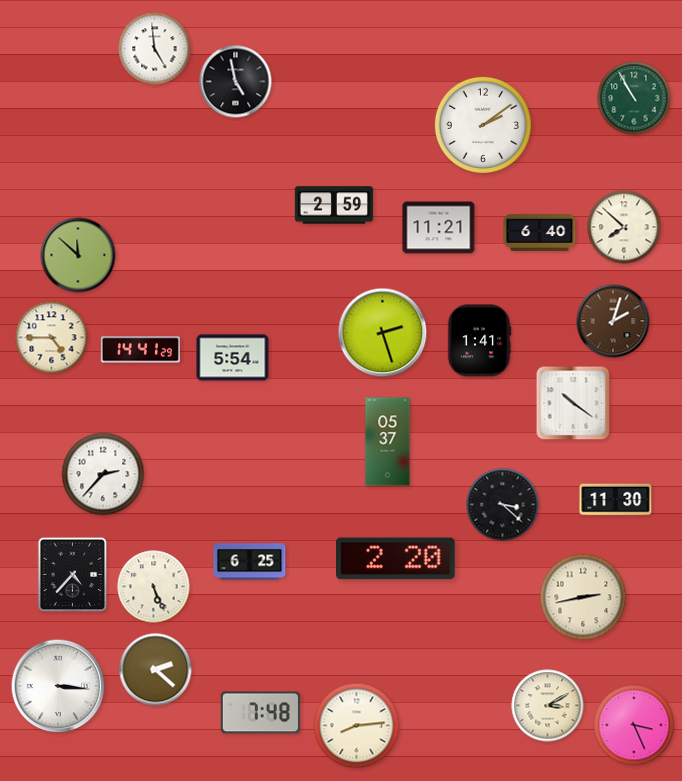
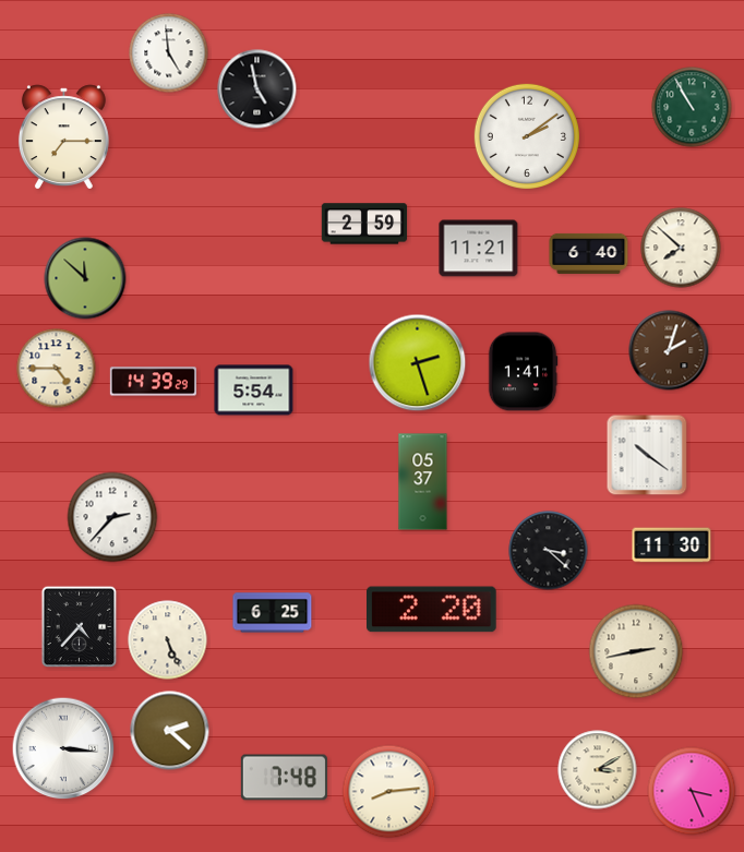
clock at (63, 136): none -> 7:15
clock at (140, 350): 14:41 -> 14:39
clock at (573, 403) position: (573, 403) -> (647, 455)
